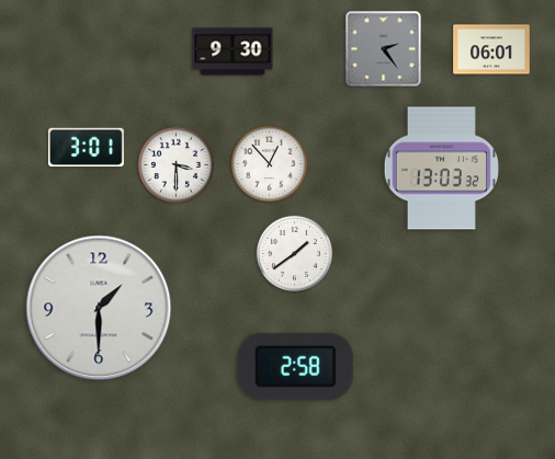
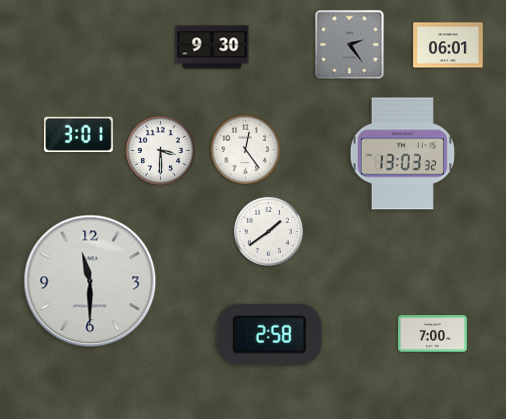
clock at (269, 163): 12:53 -> 12:24
clock at (99, 308): 1:30 -> 11:30
clock at (433, 334): none -> 7:00
